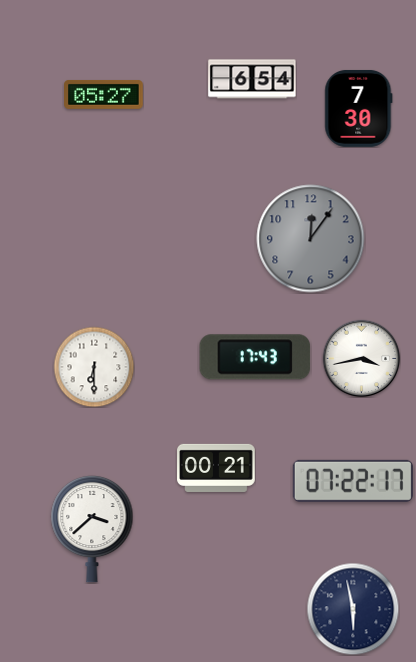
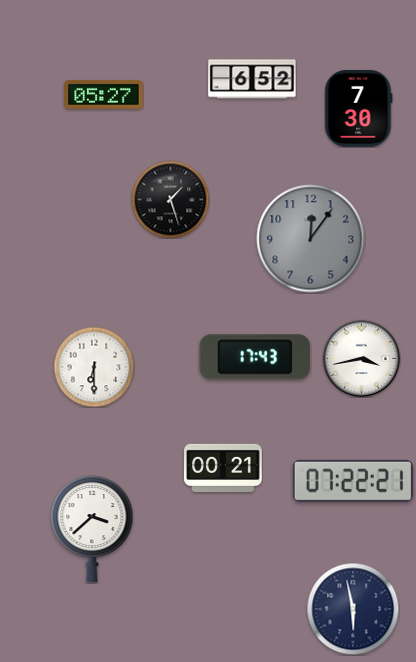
clock at (252, 79): 6:54 -> 6:52
clock at (170, 199): none -> 1:27
clock at (216, 468) position: (216, 468) -> (223, 468)
clock at (353, 481): 07:22:17 -> 07:22:21
